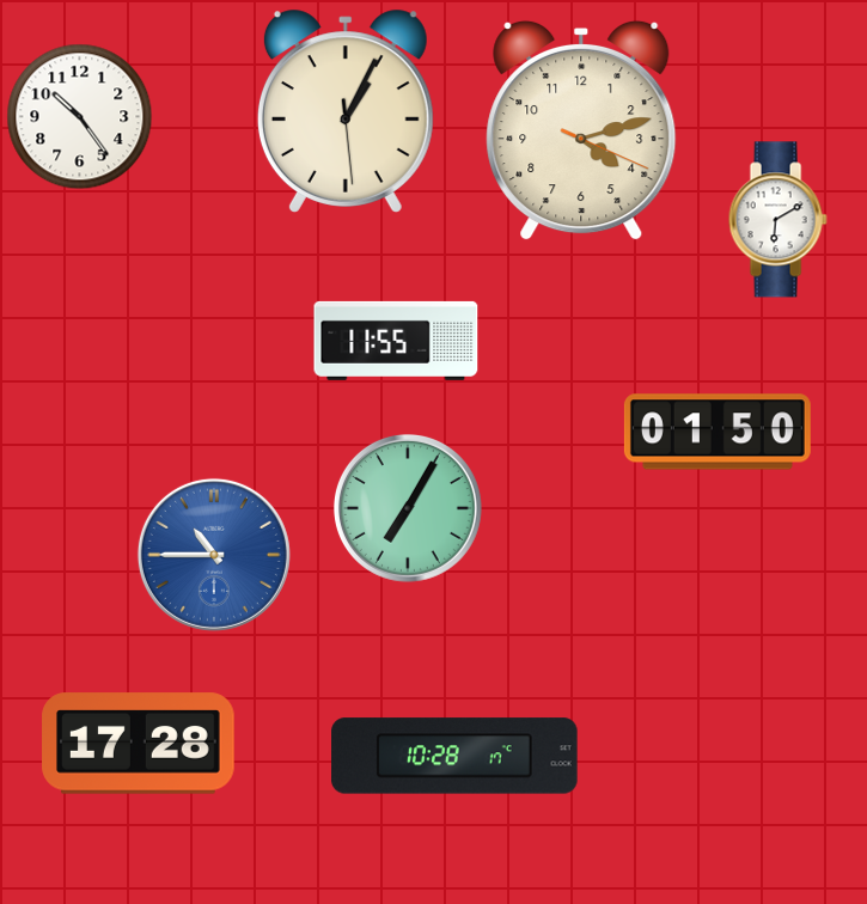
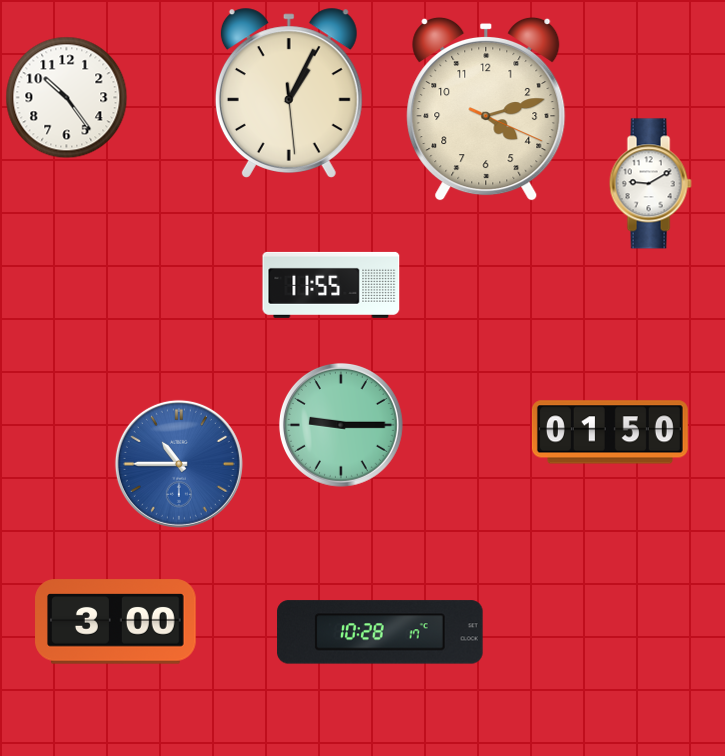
clock at (777, 220): 6:10 -> 9:10
clock at (718, 432) position: (718, 432) -> (610, 432)
clock at (408, 508): 7:05 -> 9:15
clock at (139, 744): 17:28 -> 3:00
